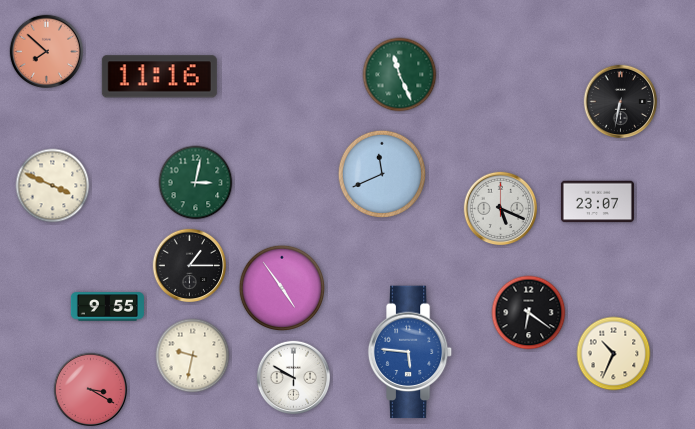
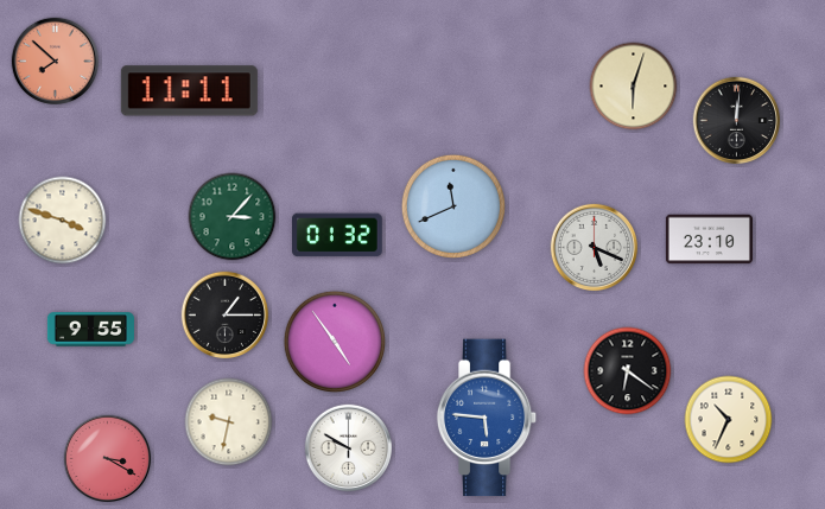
clock at (634, 87): none -> 6:03
clock at (400, 75): 11:26 -> none
clock at (159, 77): 11:16 -> 11:11
clock at (621, 102): 6:32 -> 12:01
clock at (196, 183): 3:02 -> 3:07
clock at (53, 186): 3:49 -> 3:48
clock at (338, 235): none -> 01:32
clock at (597, 202): 23:07 -> 23:10
clock at (107, 307) position: (107, 307) -> (90, 330)
clock at (91, 390) position: (91, 390) -> (108, 459)
